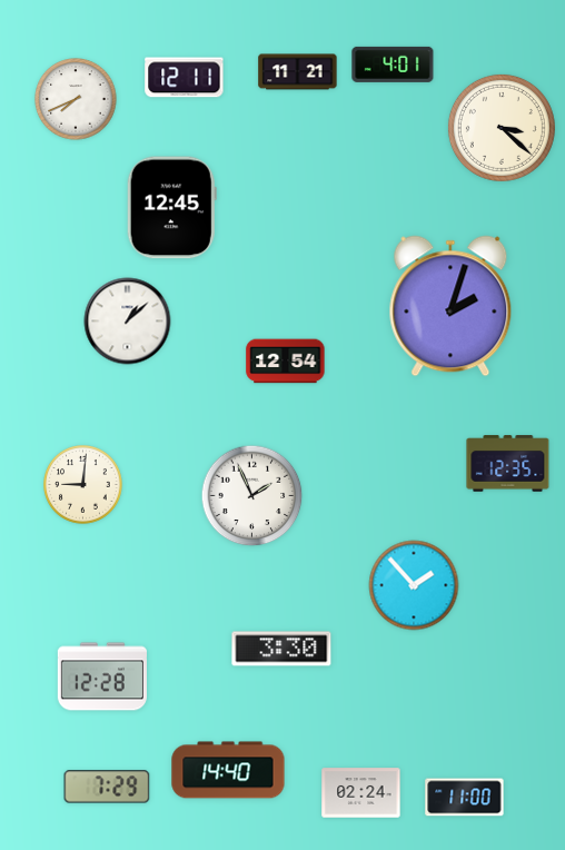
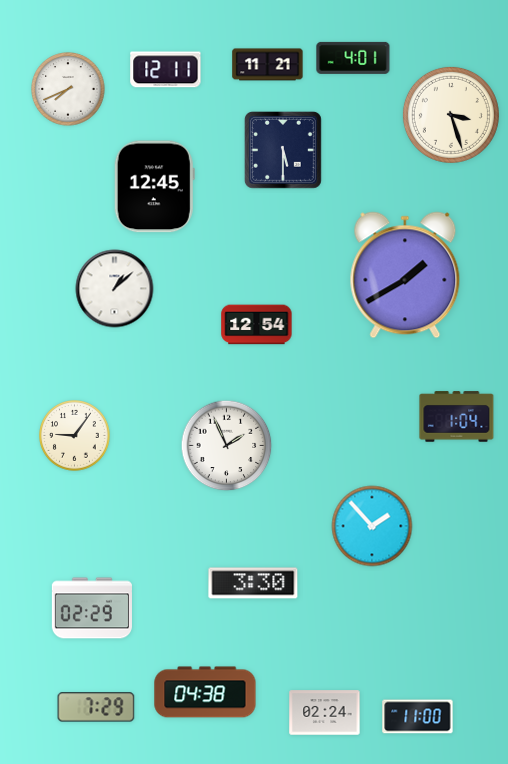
clock at (502, 128): 3:22 -> 3:27
clock at (283, 150): none -> 5:30
clock at (450, 306): 2:03 -> 1:40
clock at (508, 464): 12:35 -> 1:04
clock at (83, 485): 9:01 -> 9:06
clock at (102, 676): 12:28 -> 02:29
clock at (228, 770): 14:40 -> 04:38
